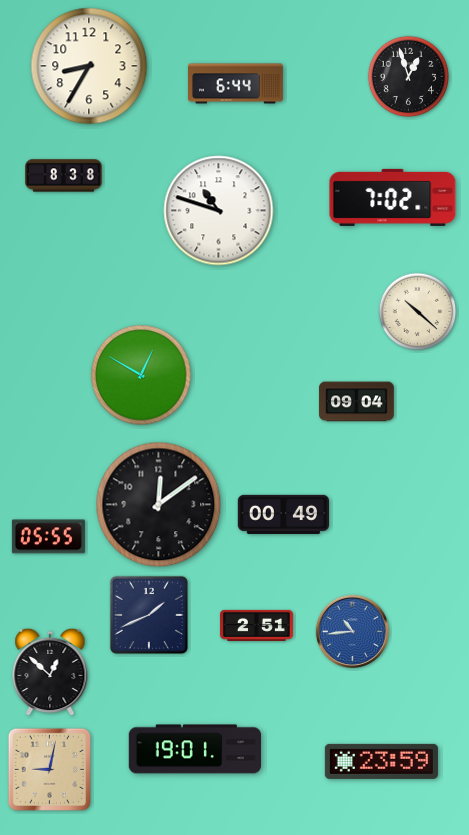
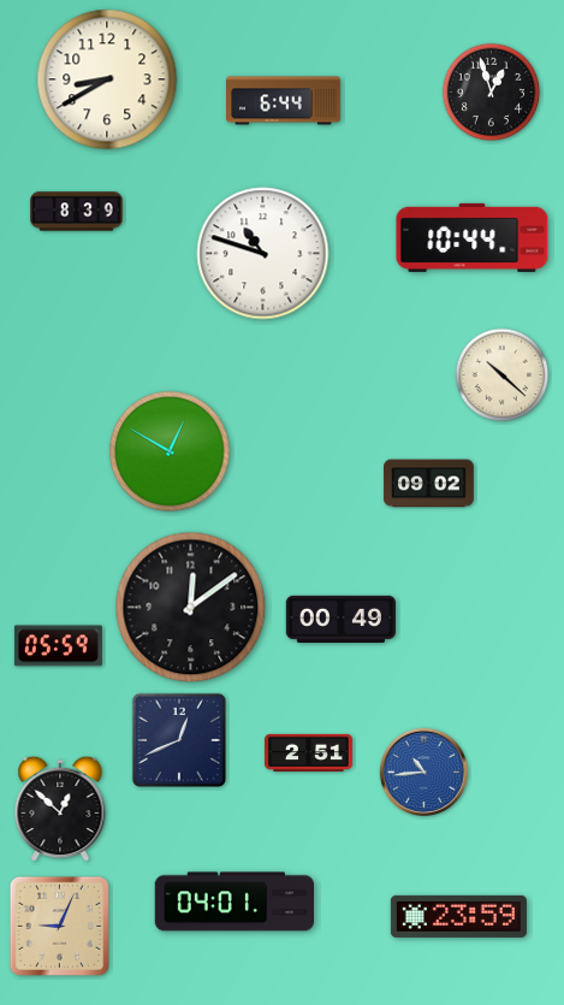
clock at (89, 66): 8:35 -> 8:40
clock at (64, 176): 8:38 -> 8:39
clock at (393, 197): 7:02 -> 10:44
clock at (357, 402): 09:04 -> 09:02
clock at (48, 537): 05:55 -> 05:59
clock at (149, 615): 1:41 -> 12:41
clock at (352, 631) position: (352, 631) -> (423, 772)
clock at (194, 749): 19:01 -> 04:01
clock at (49, 769): 9:02 -> 9:04
